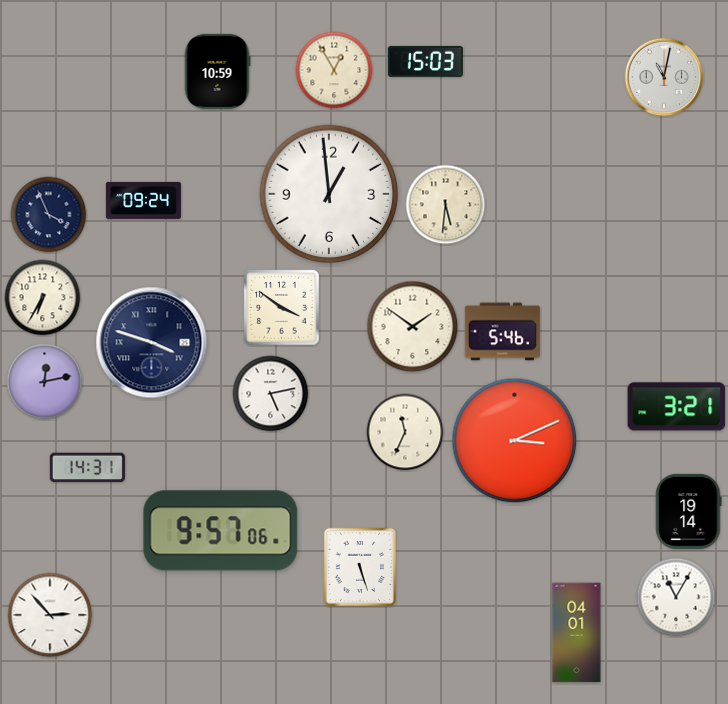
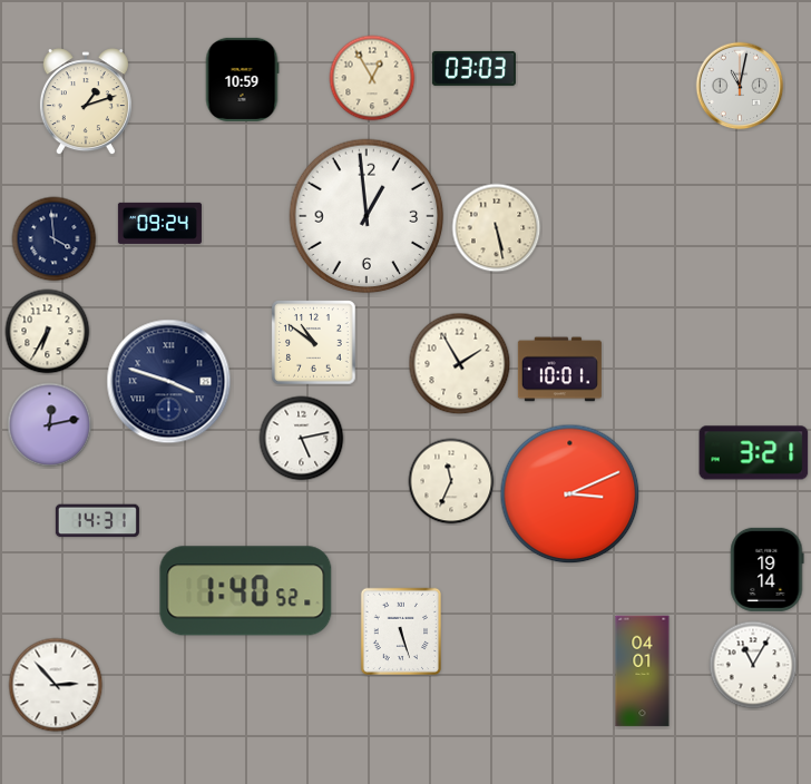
clock at (425, 61): 15:03 -> 03:03
clock at (86, 102): none -> 1:12
clock at (446, 205): 5:31 -> 5:28
clock at (49, 215): 3:56 -> 3:59
clock at (282, 308): 3:51 -> 10:51
clock at (413, 327): 1:51 -> 1:55
clock at (502, 332): 5:46 -> 10:01
clock at (515, 441) position: (515, 441) -> (570, 494)
clock at (221, 531): 9:57 -> 1:40
clock at (577, 633) position: (577, 633) -> (643, 672)
